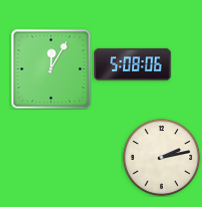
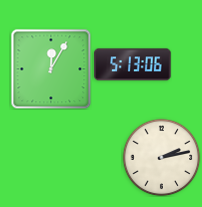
clock at (133, 65): 5:08 -> 5:13
